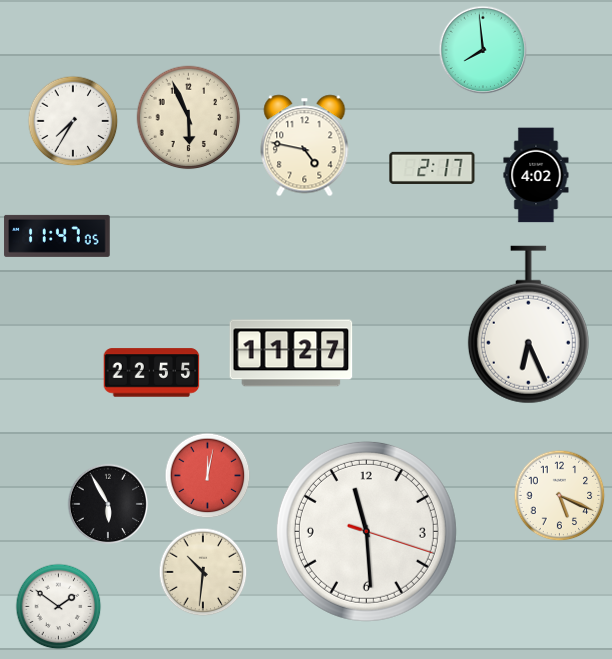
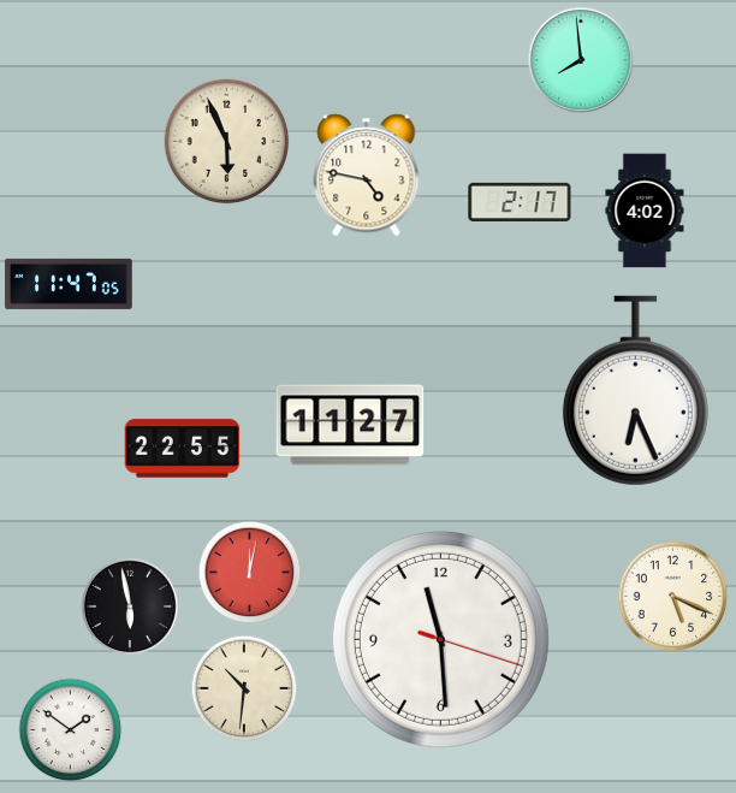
clock at (73, 121): 7:35 -> none
clock at (108, 504): 5:55 -> 5:58
